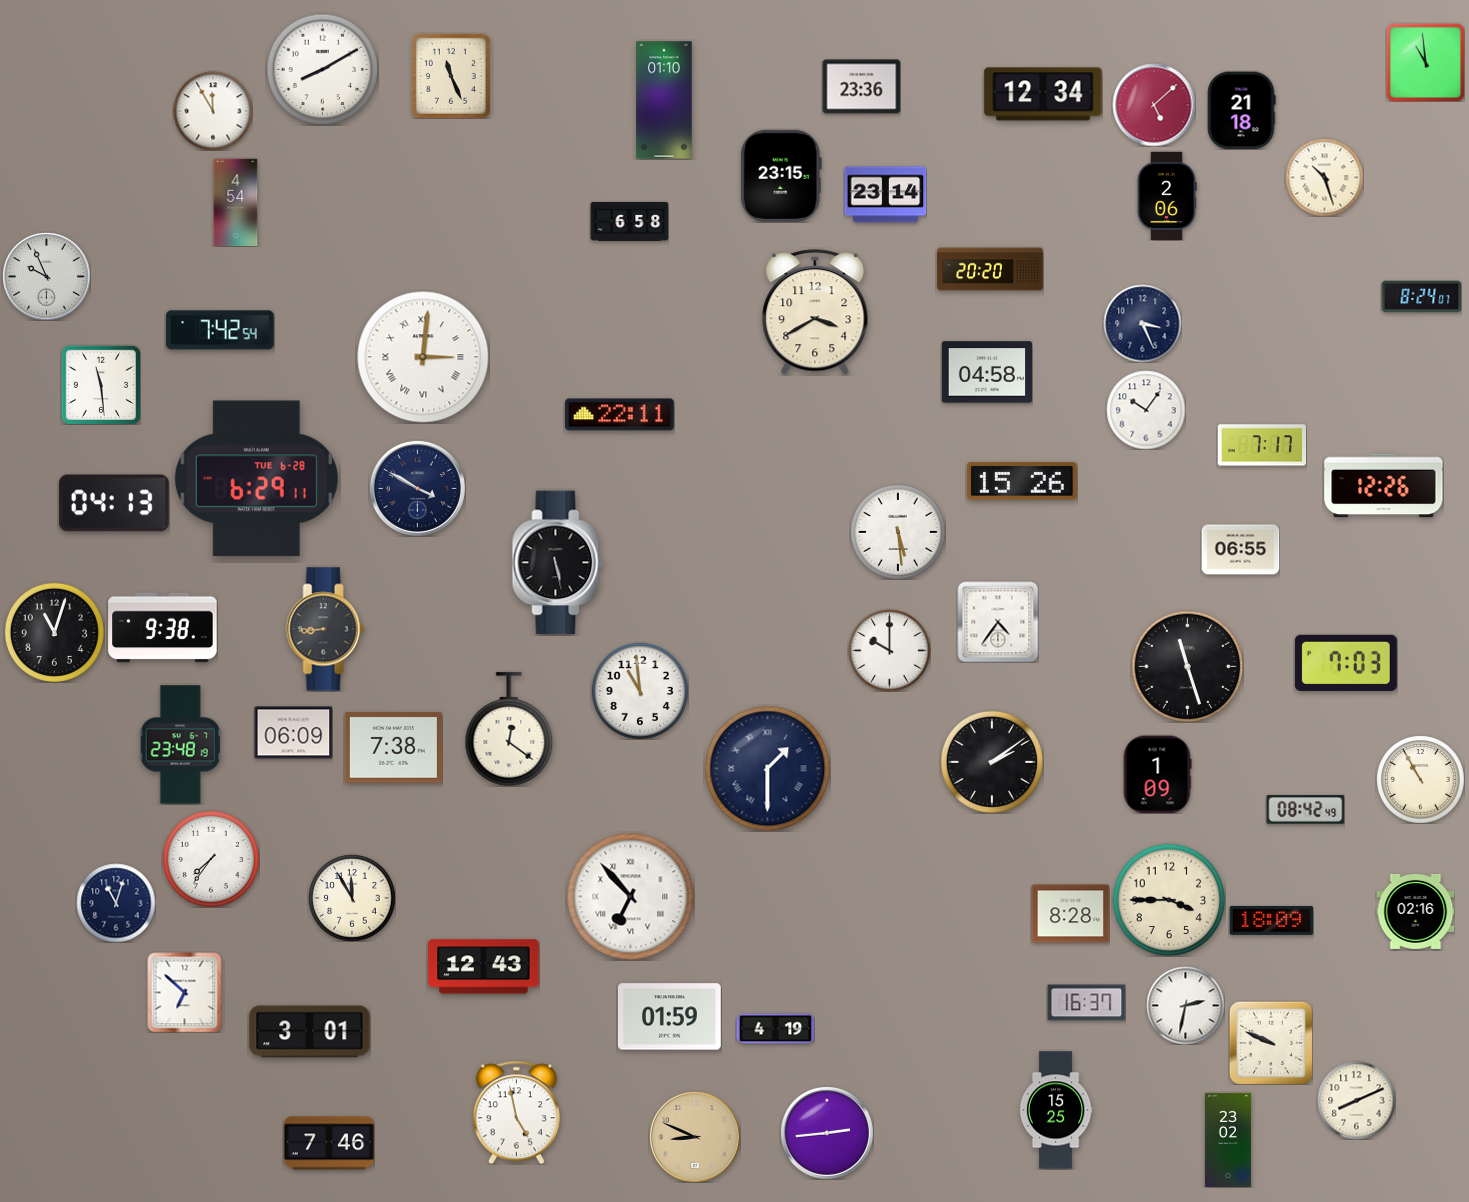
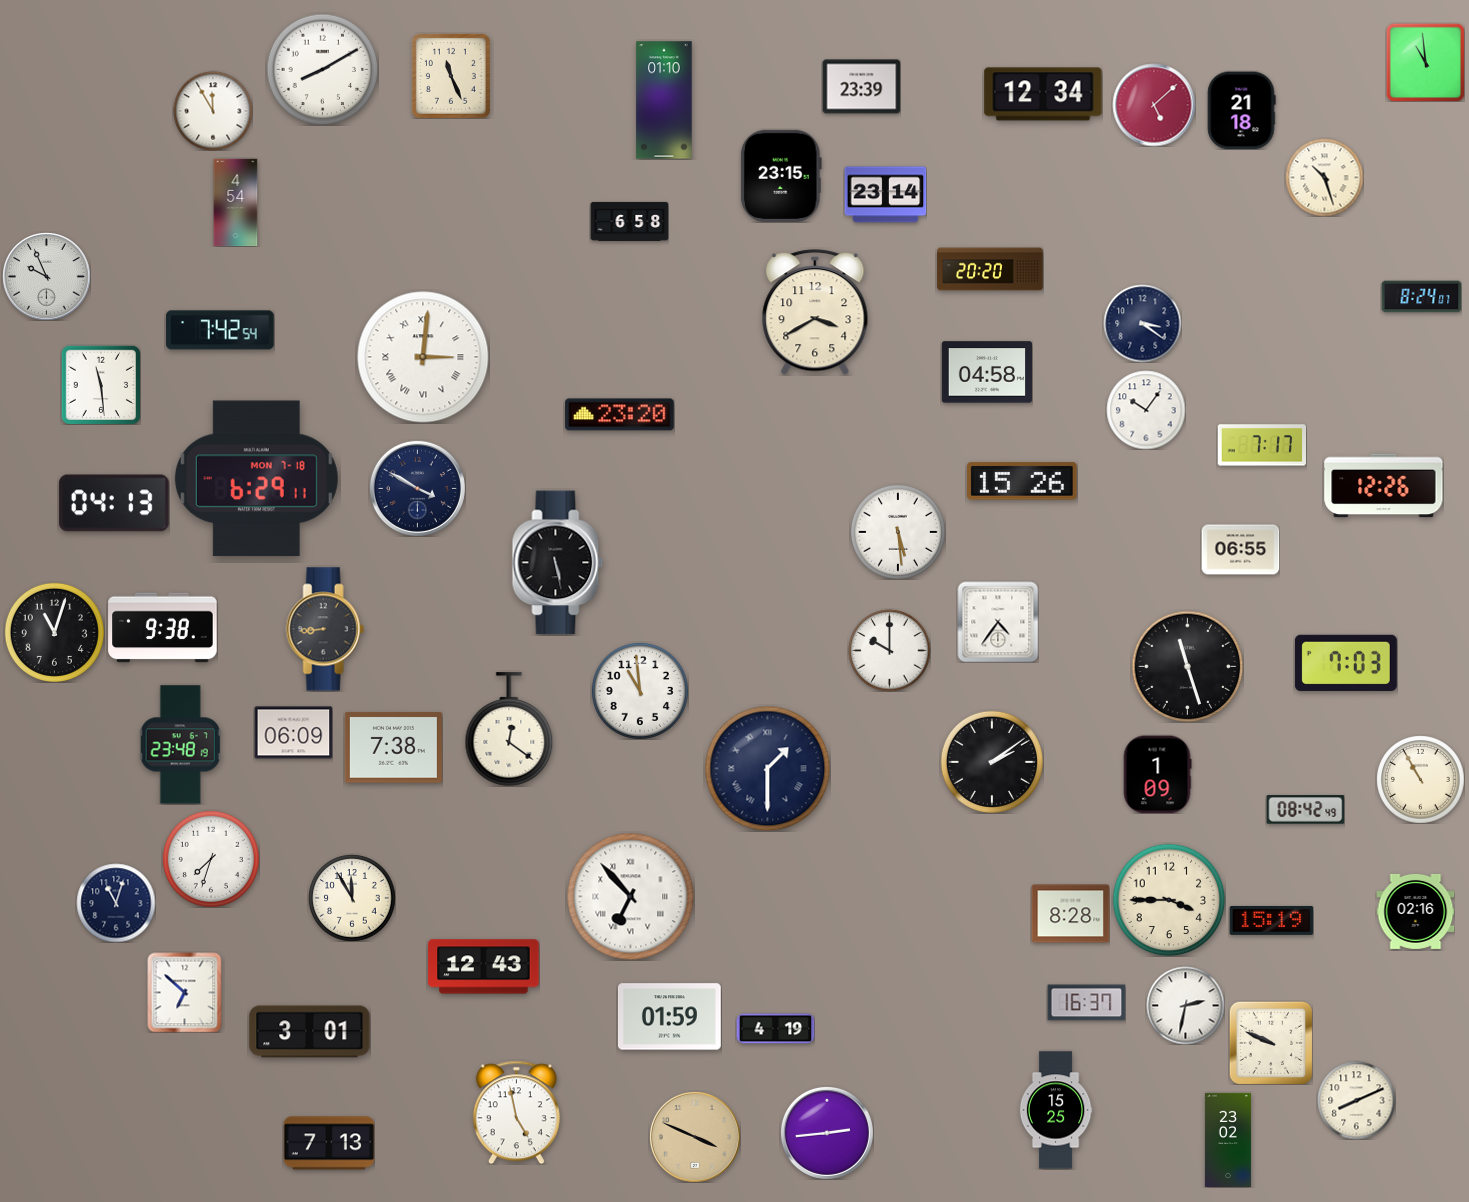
clock at (861, 87): 23:36 -> 23:39
clock at (1167, 196): 2:06 -> none
clock at (1142, 323): 3:26 -> 3:21
clock at (620, 415): 22:11 -> 23:20
clock at (256, 479) date: TUE 6-28 -> MON 7-18
clock at (211, 859): 7:36 -> 7:33
clock at (1271, 920): 18:09 -> 15:19
clock at (695, 1137): 8:49 -> 3:49
clock at (328, 1143): 7:46 -> 7:13
